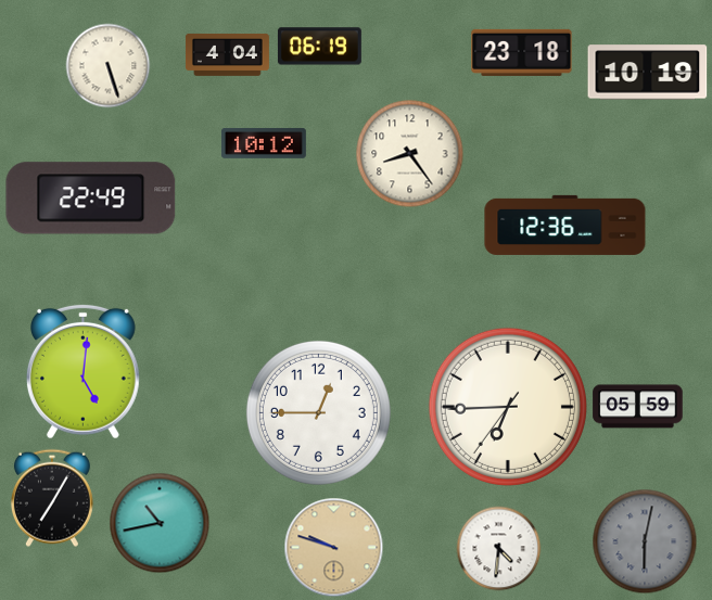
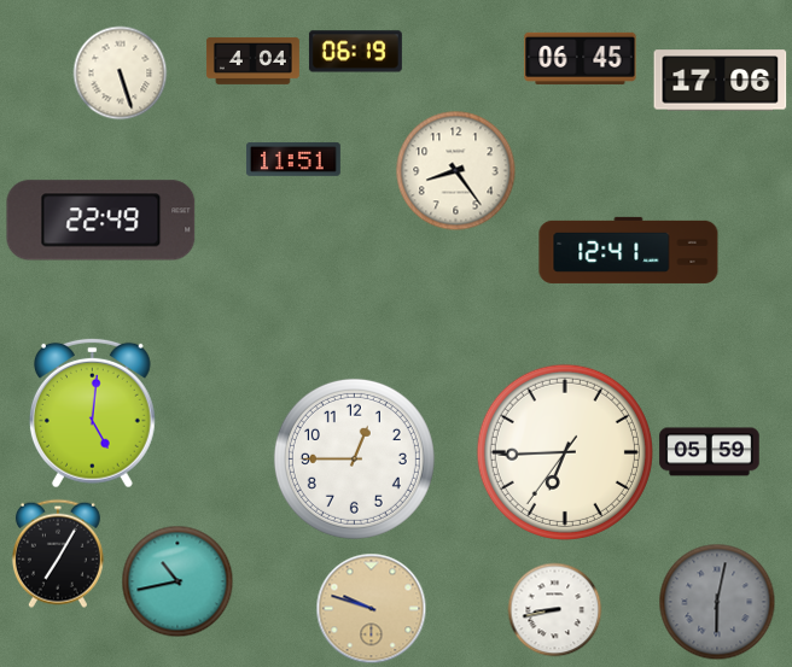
clock at (522, 52): 23:18 -> 06:45
clock at (648, 73): 10:19 -> 17:06
clock at (264, 143): 10:12 -> 11:51
clock at (565, 225): 12:36 -> 12:41
clock at (498, 548): 4:31 -> 8:43
